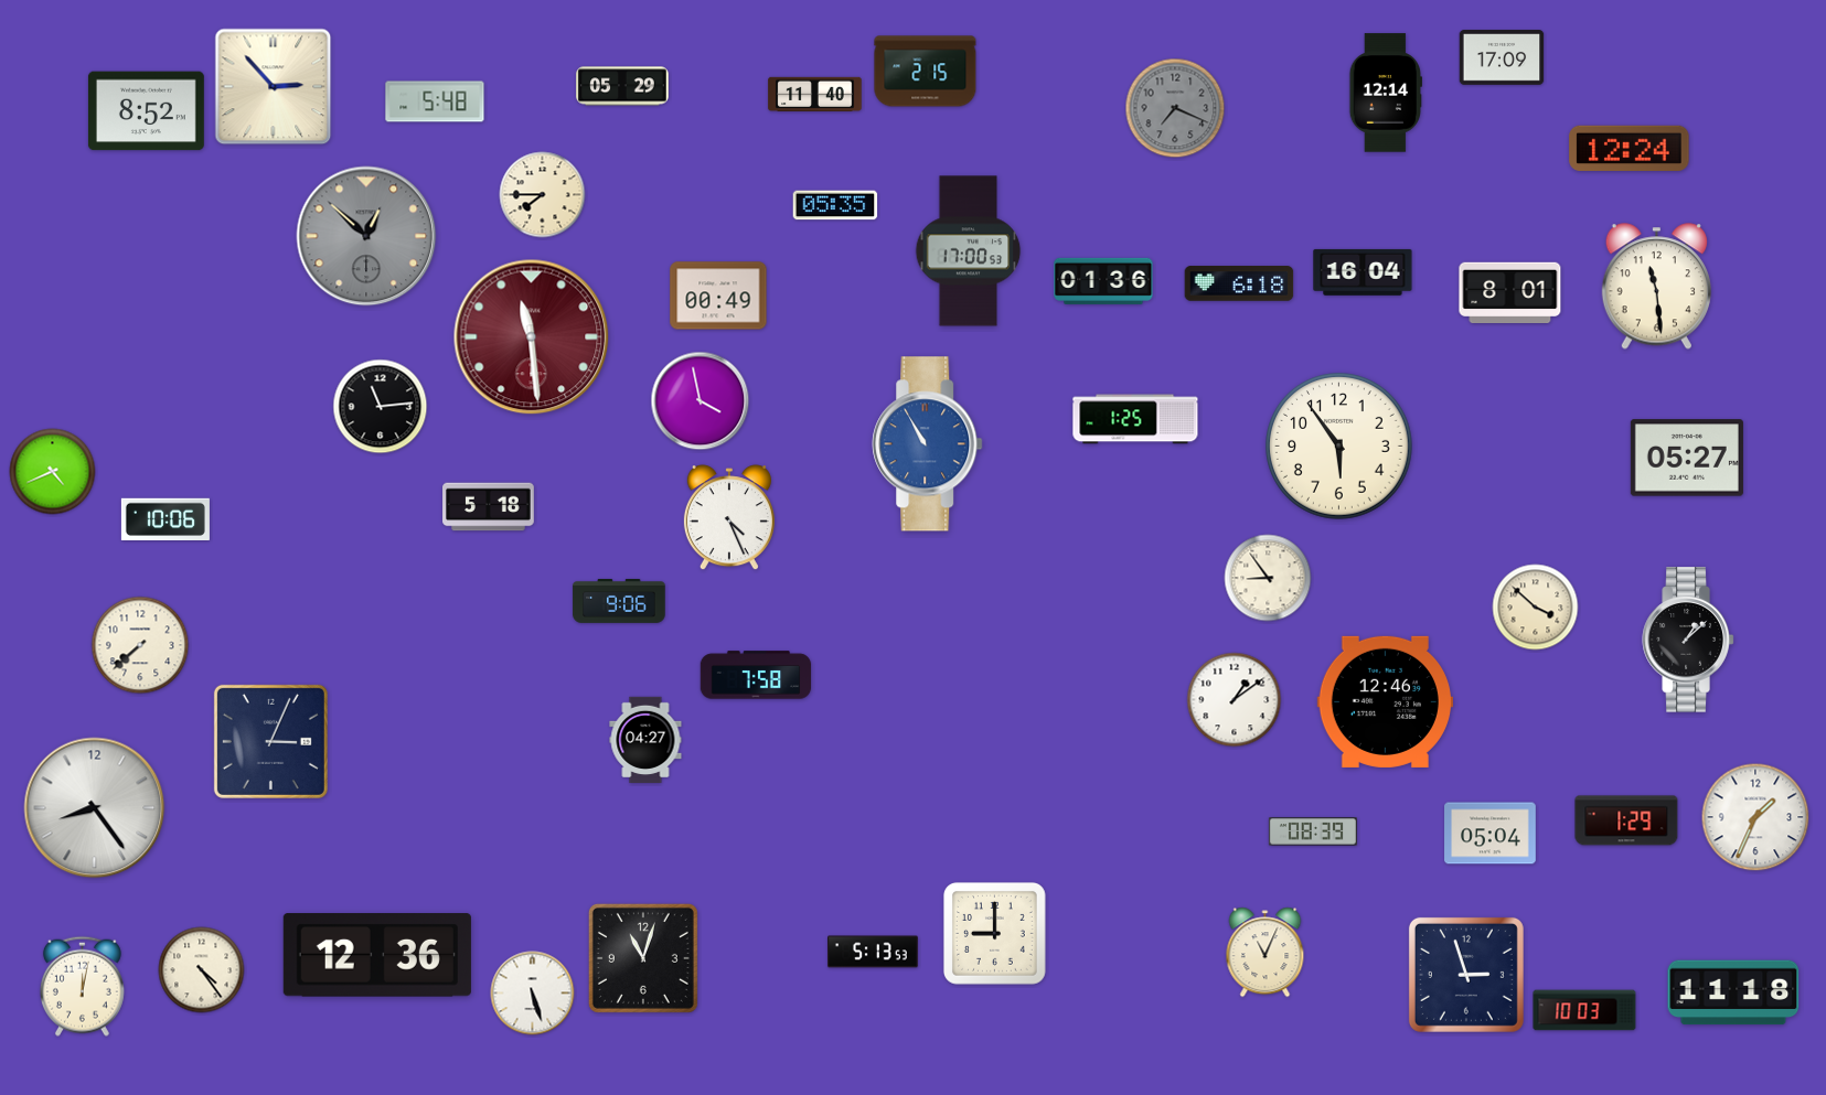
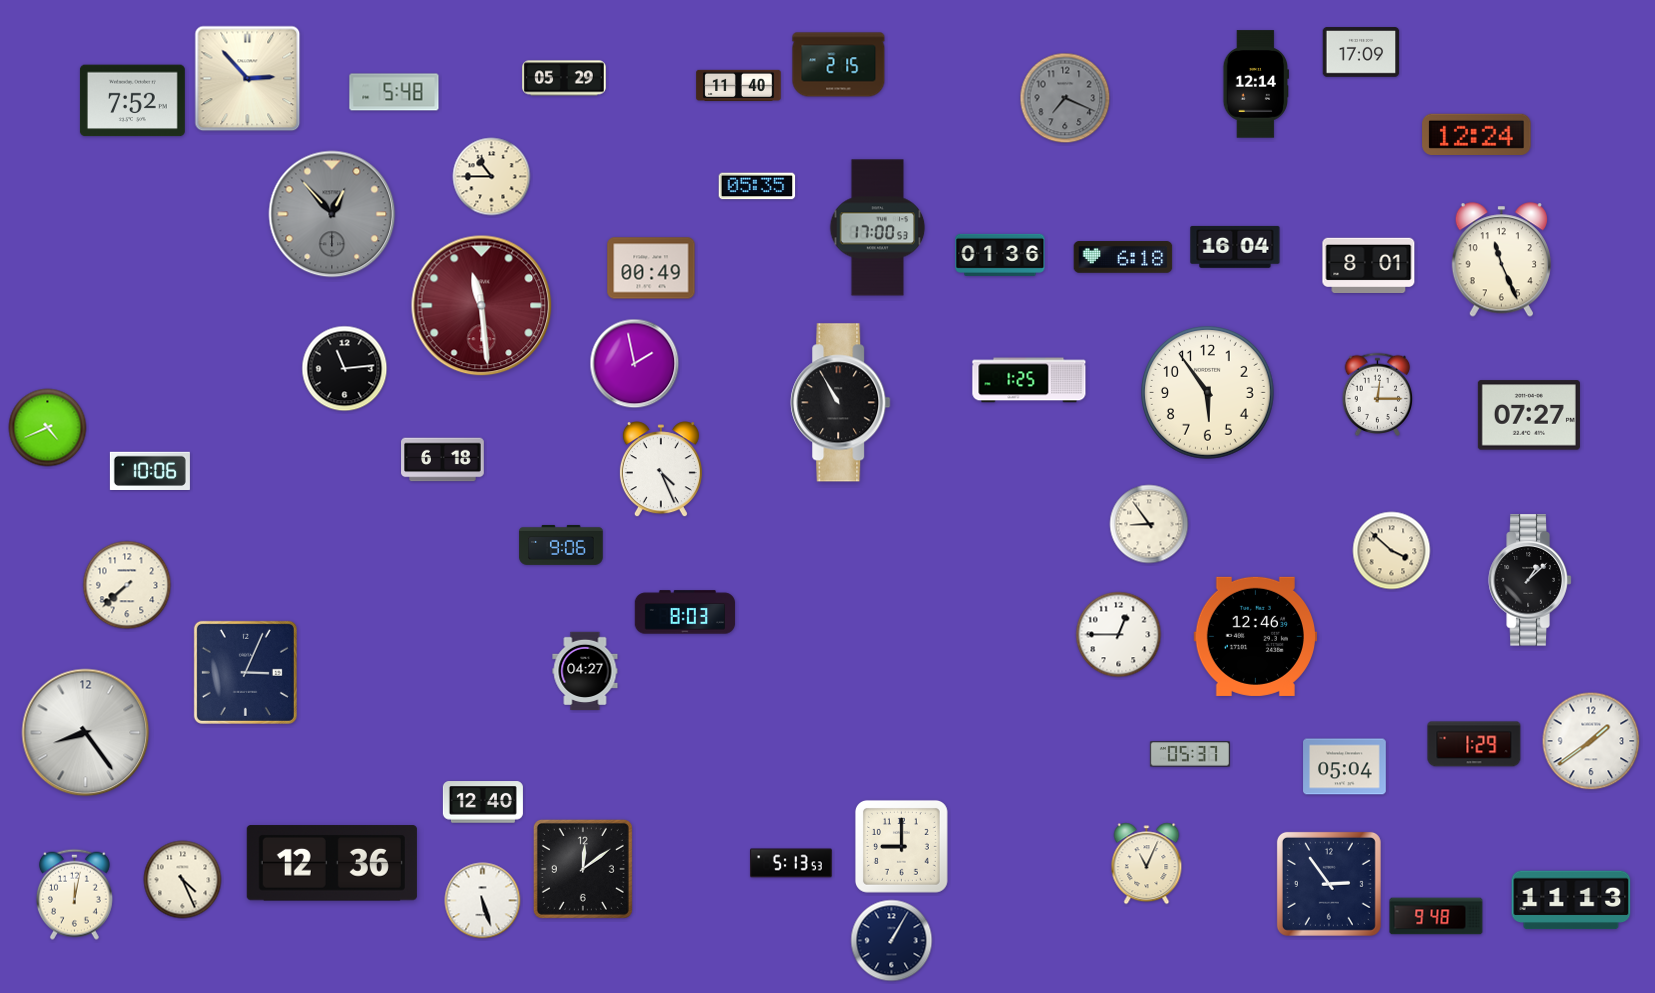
clock at (146, 111): 8:52 -> 7:52
clock at (543, 195): 7:45 -> 10:45
clock at (366, 236): 12:52 -> 12:53
clock at (1656, 287): 11:29 -> 11:26
clock at (701, 401): 3:58 -> 1:58
clock at (1378, 395): none -> 12:15
clock at (928, 444) dial: blue -> black
clock at (1339, 447) position: (1339, 447) -> (1208, 393)
clock at (1687, 458): 05:27 -> 07:27
clock at (489, 507): 5:18 -> 6:18
clock at (756, 675): 7:58 -> 8:03
clock at (1235, 700): 1:09 -> 12:45
clock at (1755, 817): 1:34 -> 1:39
clock at (1313, 831): 08:39 -> 05:37
clock at (1491, 834) position: (1491, 834) -> (1345, 767)
clock at (483, 802): none -> 12:40
clock at (377, 955) position: (377, 955) -> (332, 863)
clock at (643, 958): 11:03 -> 12:09
clock at (202, 970): 4:24 -> 4:26
clock at (1466, 975): 2:57 -> 2:54
clock at (1733, 992): 11:18 -> 11:13
clock at (1584, 1010): 10:03 -> 9:48
clock at (892, 941): none -> 1:05
